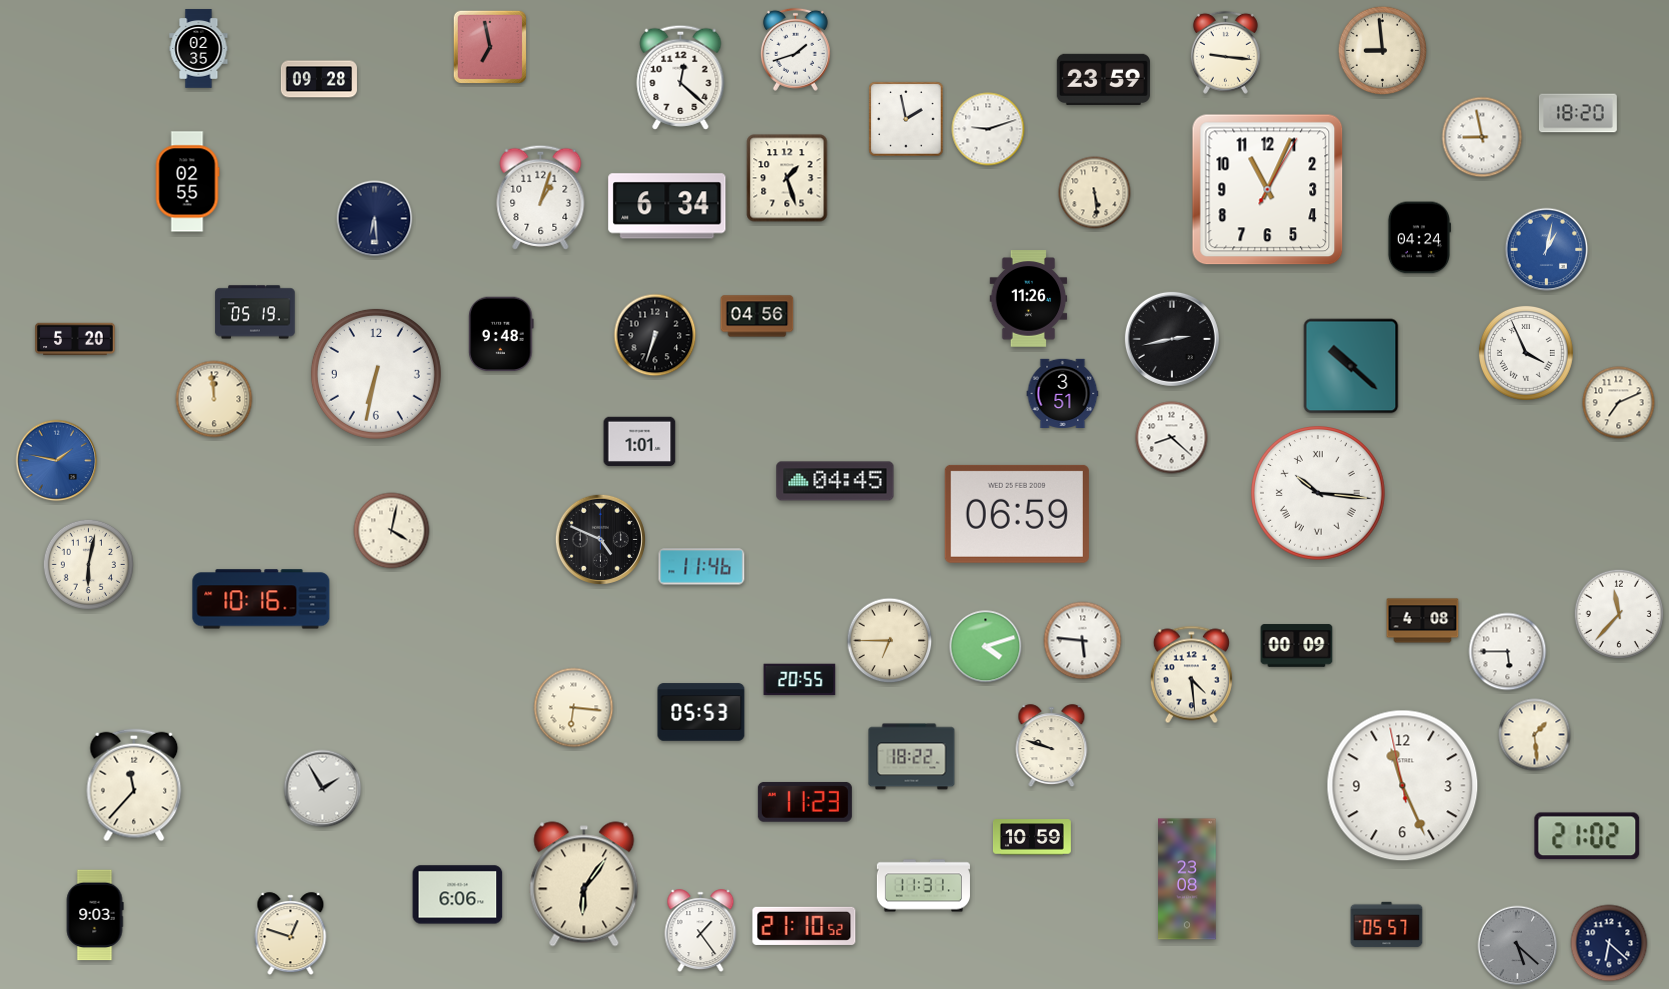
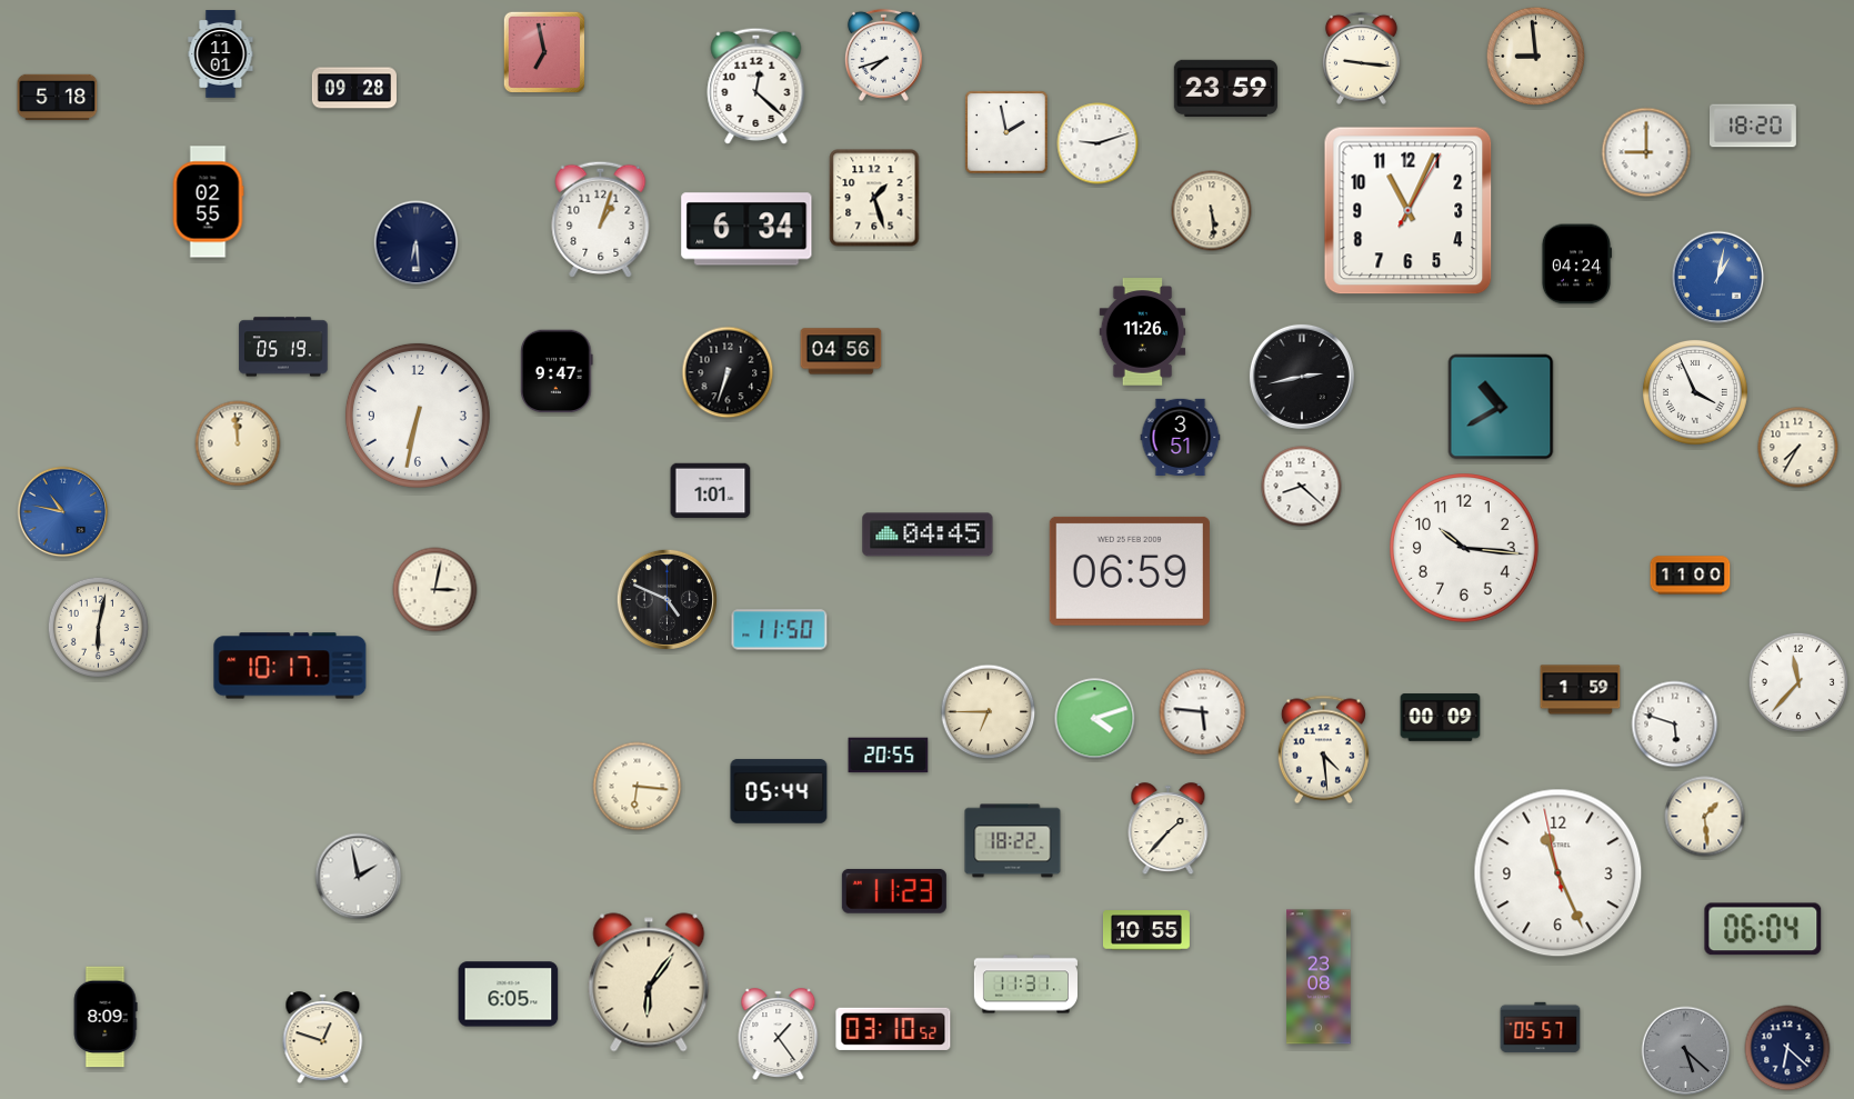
clock at (199, 49): 02:35 -> 11:01
clock at (795, 49): 1:42 -> 7:42
clock at (58, 98): none -> 5:18
clock at (1482, 137): 8:58 -> 9:00
clock at (1095, 193) position: (1095, 193) -> (1212, 211)
clock at (667, 206) position: (667, 206) -> (746, 229)
clock at (501, 334): 9:48 -> 9:47
clock at (75, 339): 5:20 -> none
clock at (1351, 366): 10:22 -> 10:40
clock at (1619, 403): 7:11 -> 7:35
clock at (57, 461): 1:47 -> 10:47
clock at (1319, 494) numerals: Roman -> Arabic
clock at (1691, 576): none -> 11:00
clock at (392, 531): 4:02 -> 3:02
clock at (702, 567): 11:46 -> 11:50
clock at (261, 599): 10:16 -> 10:17
clock at (1423, 621): 4:08 -> 1:59
clock at (1508, 652): 5:45 -> 5:48
clock at (701, 712): 05:53 -> 05:44
clock at (1052, 746): 9:48 -> 1:37
clock at (134, 785): 11:37 -> none
clock at (323, 789): 1:55 -> 1:58
clock at (1587, 836): 21:02 -> 06:04
clock at (1032, 837): 10:59 -> 10:55
clock at (458, 895): 6:06 -> 6:05
clock at (95, 915): 9:03 -> 8:09
clock at (804, 926): 21:10 -> 03:10
